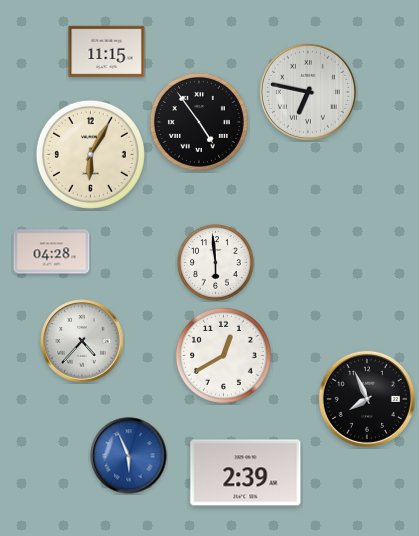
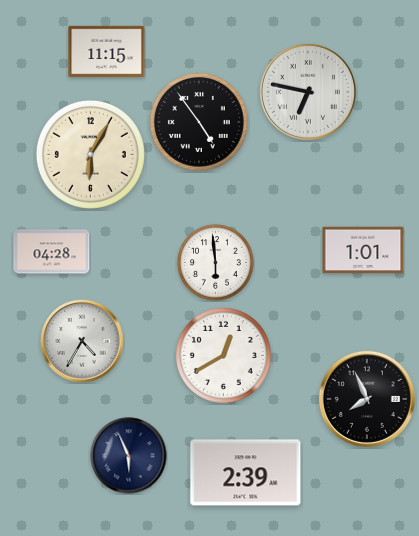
clock at (363, 250): none -> 1:01
clock at (82, 341): 4:37 -> 4:35
clock at (129, 456) dial: blue -> navy
